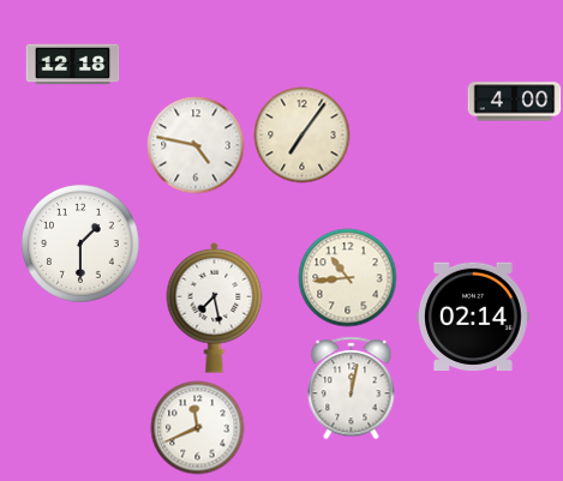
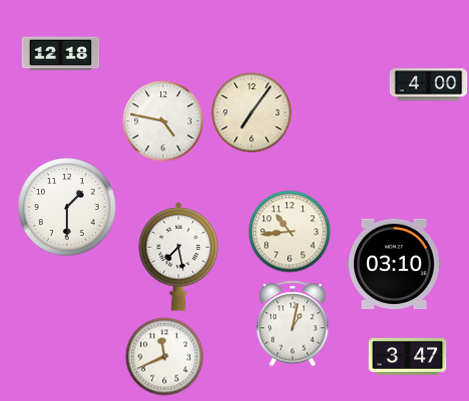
clock at (82, 245) position: (82, 245) -> (68, 208)
clock at (474, 317): 02:14 -> 03:10
clock at (352, 387): 12:02 -> 1:02
clock at (407, 357): none -> 3:47
